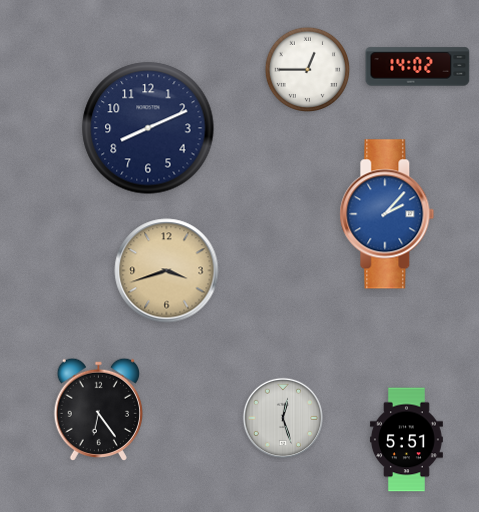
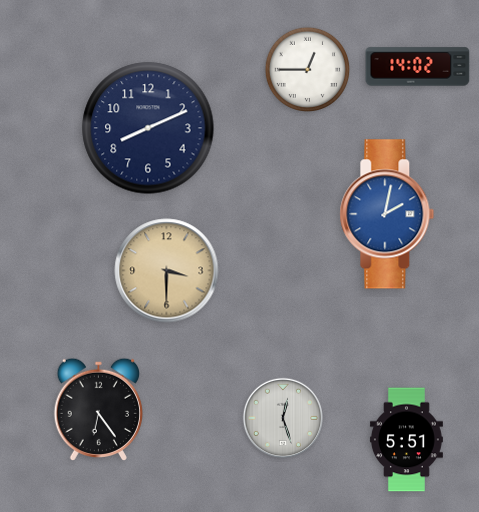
clock at (387, 214): 2:07 -> 2:02
clock at (167, 271): 3:42 -> 3:30
